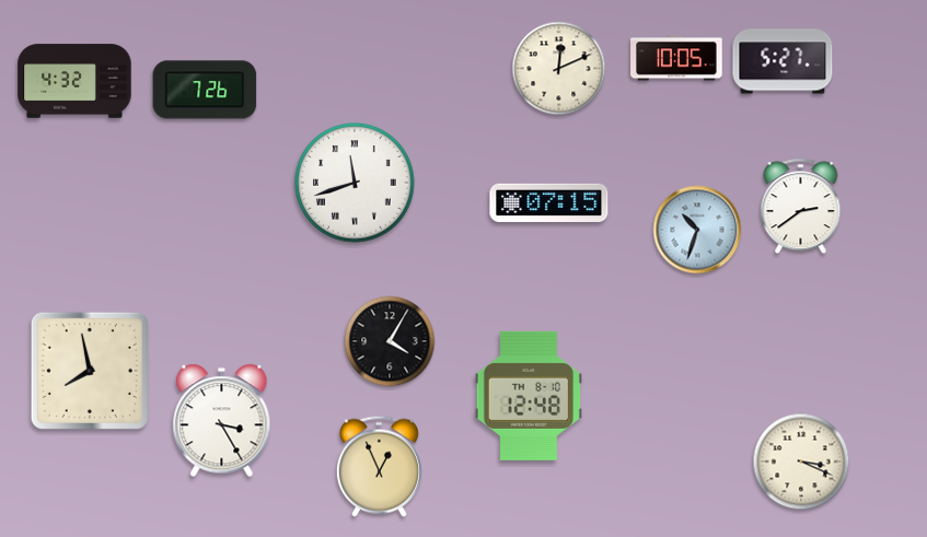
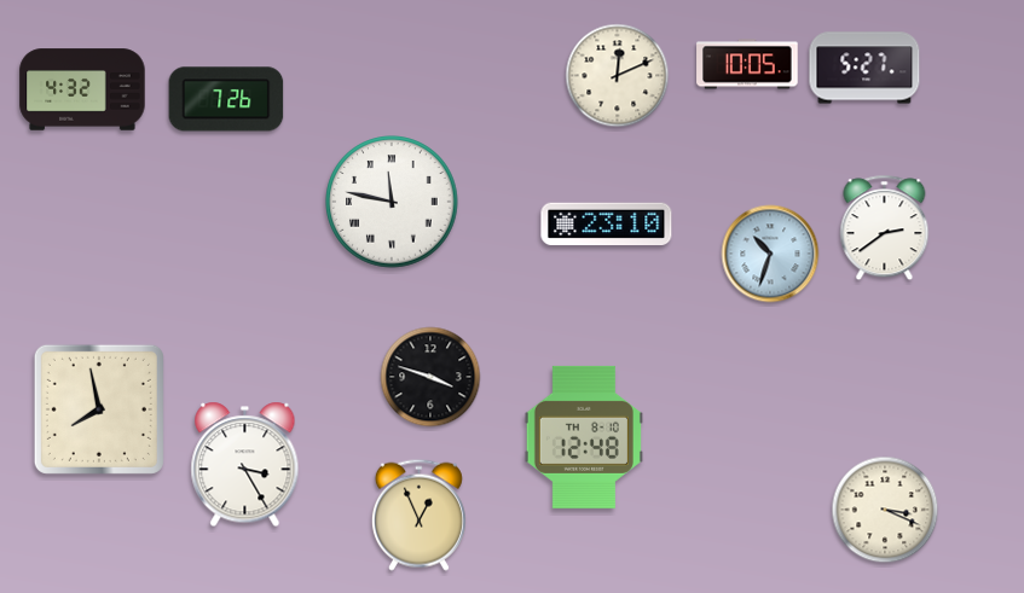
clock at (355, 183): 11:42 -> 11:47
clock at (549, 202): 07:15 -> 23:10
clock at (390, 341): 4:05 -> 3:48
